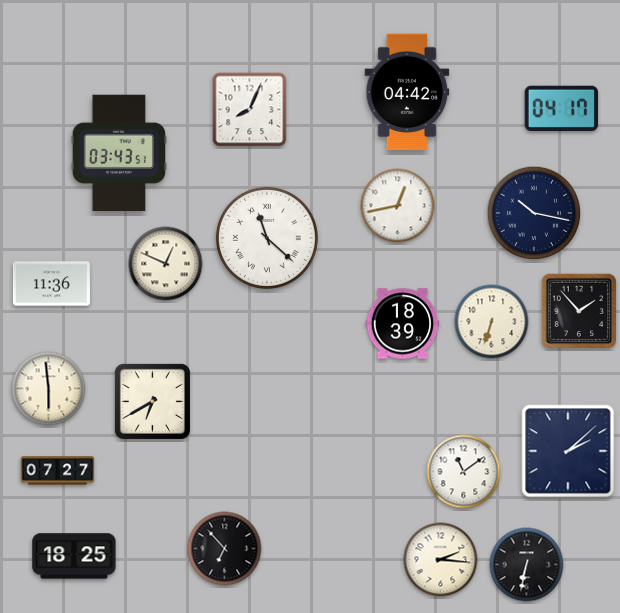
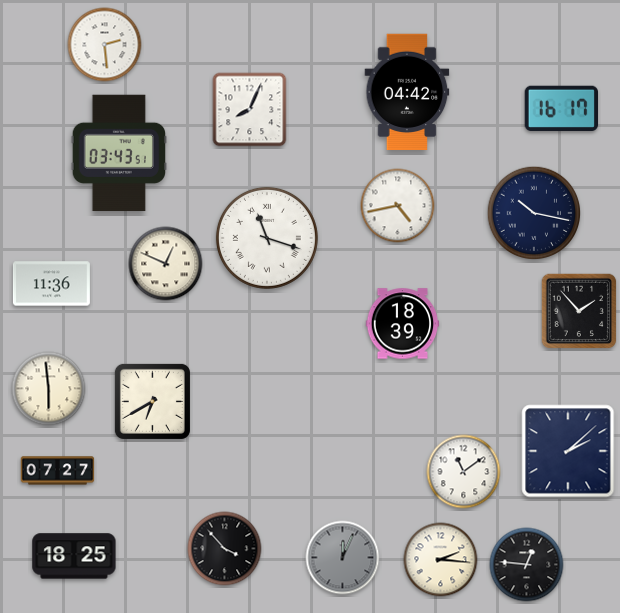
clock at (105, 45): none -> 2:29
clock at (561, 108): 04:17 -> 16:17
clock at (398, 206): 12:43 -> 4:43
clock at (267, 238): 11:22 -> 11:18
clock at (492, 322): 6:33 -> none
clock at (225, 549): 6:53 -> 3:53
clock at (343, 558): none -> 12:04
clock at (527, 565): 6:32 -> 12:46
